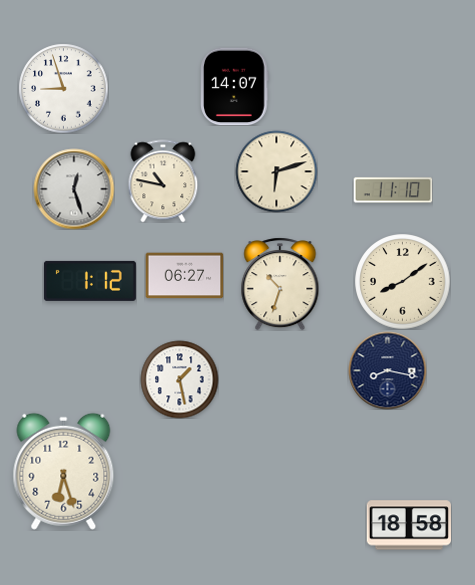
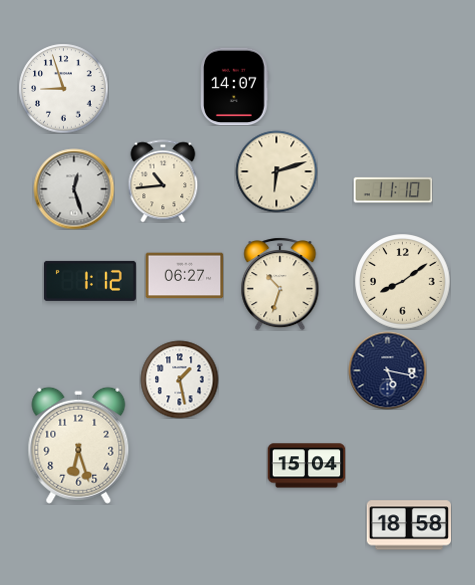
clock at (163, 181): 10:47 -> 10:44
clock at (387, 370): 8:17 -> 5:17
clock at (306, 466): none -> 15:04
clock at (64, 471) position: (64, 471) -> (79, 445)
